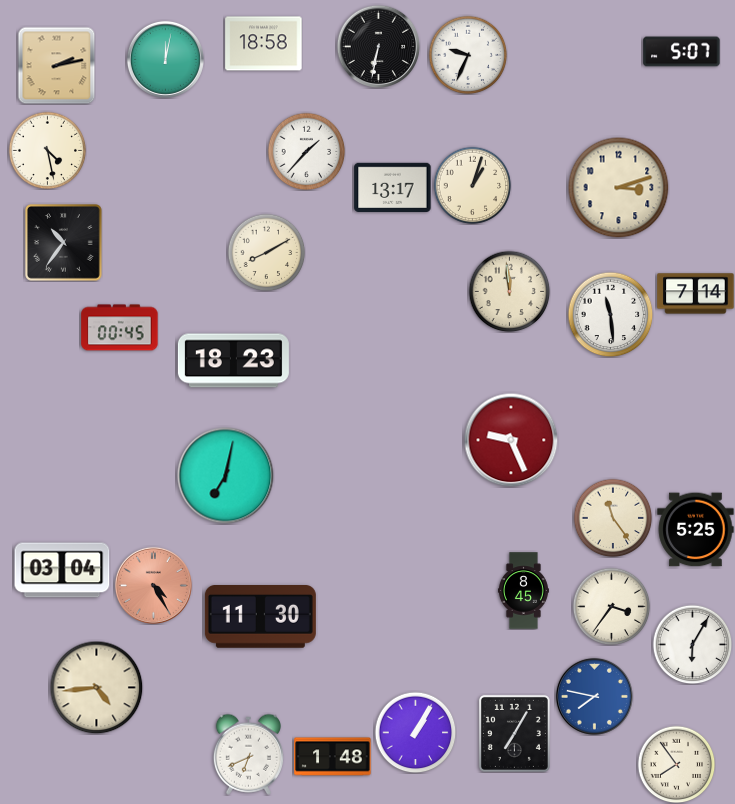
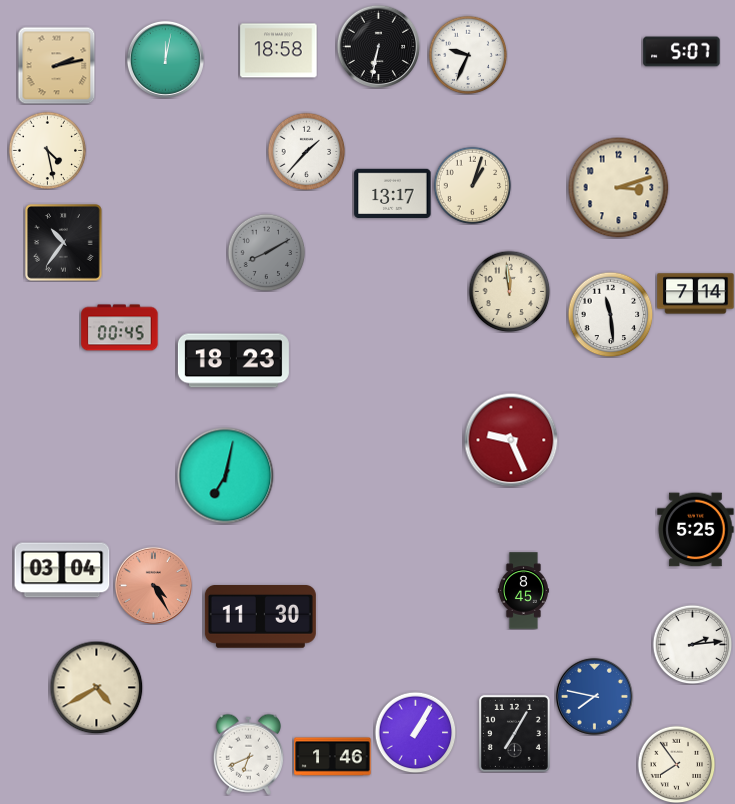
clock at (264, 44) position: (264, 44) -> (279, 51)
clock at (393, 187) position: (393, 187) -> (393, 193)
clock at (266, 252) dial: cream -> grey
clock at (613, 518): 11:24 -> none
clock at (611, 606): 3:36 -> none
clock at (692, 644): 6:05 -> 2:14
clock at (96, 687): 4:44 -> 4:40
clock at (333, 757): 1:48 -> 1:46
